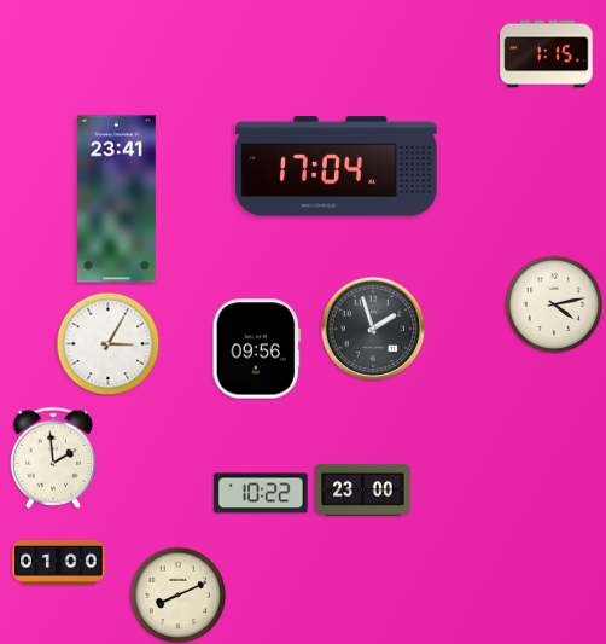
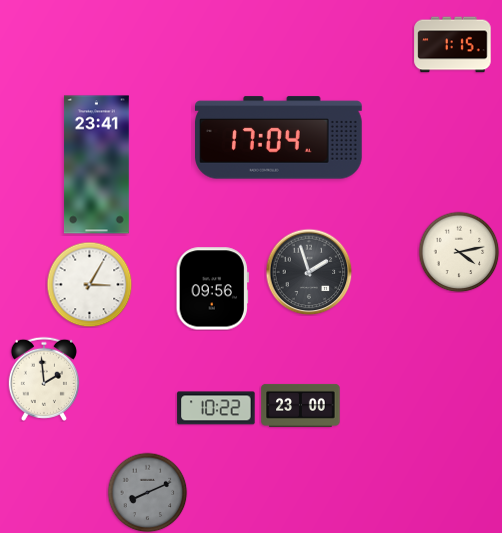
clock at (59, 562): 01:00 -> none
clock at (177, 594) dial: cream -> grey
